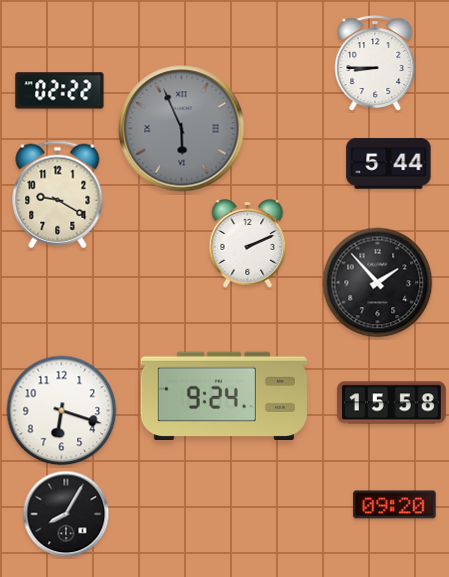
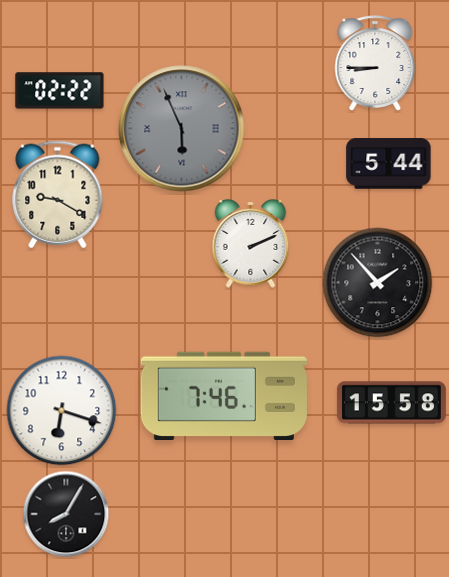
clock at (248, 244) position: (248, 244) -> (251, 244)
clock at (224, 396): 9:24 -> 7:46
clock at (395, 505): 09:20 -> none
